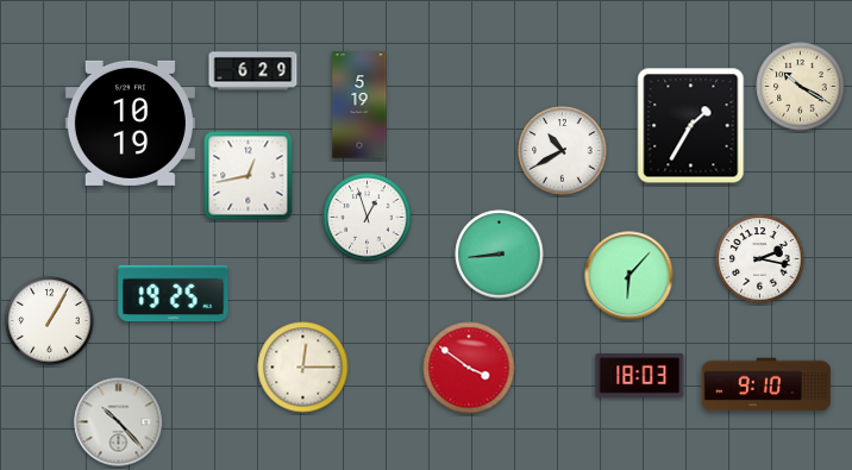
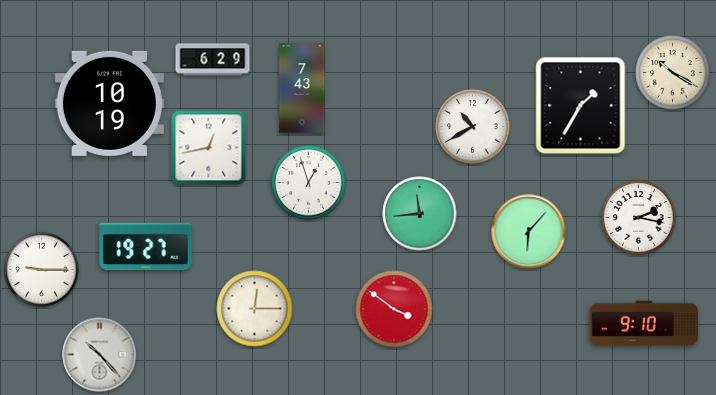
clock at (359, 105): 5:19 -> 7:43
clock at (500, 255): 8:44 -> 11:44
clock at (174, 294): 19:25 -> 19:27
clock at (50, 321): 1:05 -> 9:15
clock at (640, 376): 18:03 -> none
